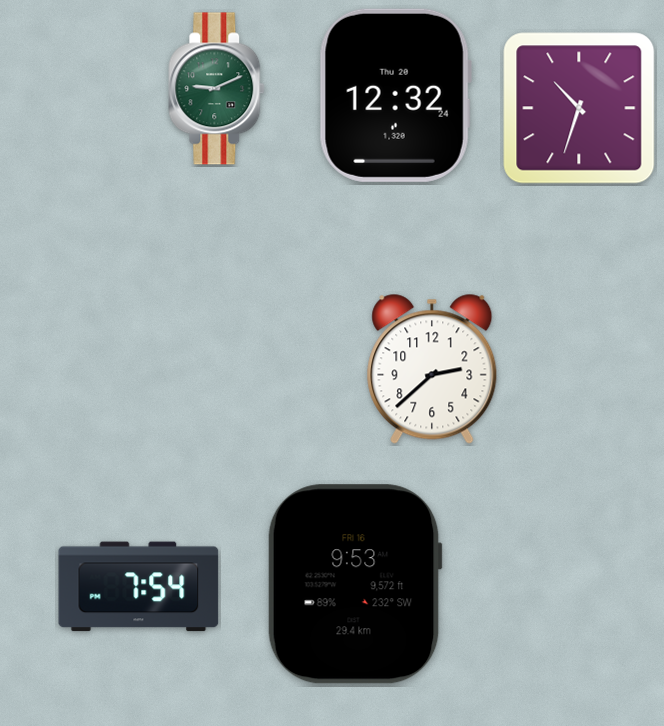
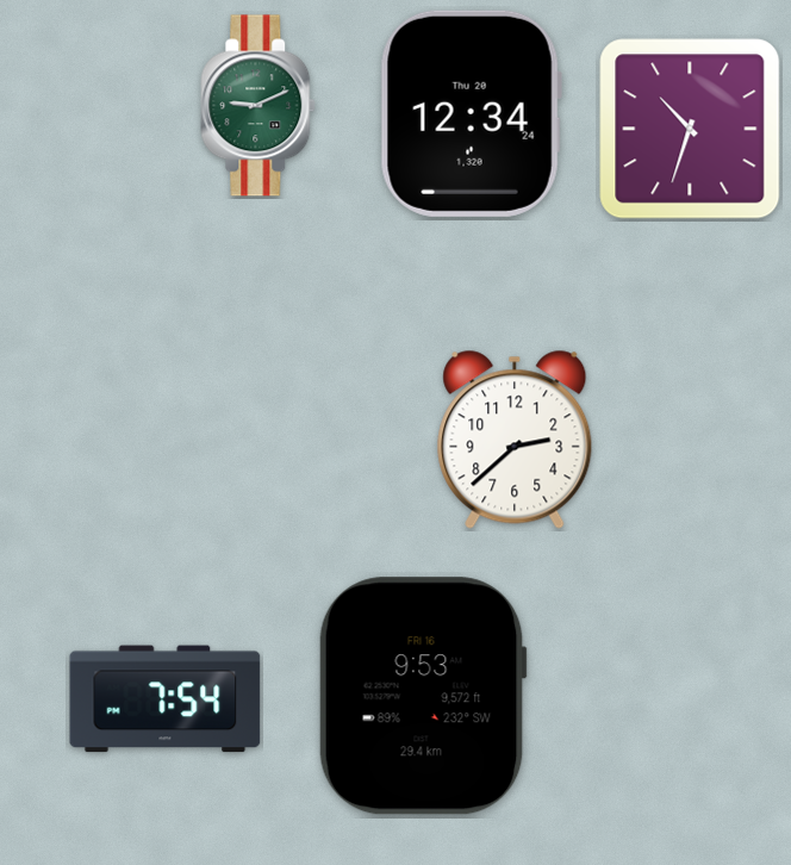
clock at (395, 95): 12:32 -> 12:34
